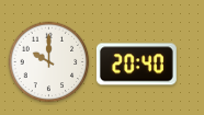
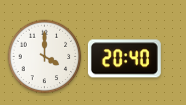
clock at (49, 62): 10:00 -> 4:00
